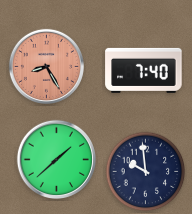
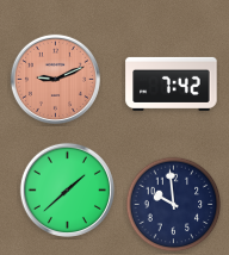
clock at (46, 66): 8:25 -> 9:11
clock at (144, 70): 7:40 -> 7:42
